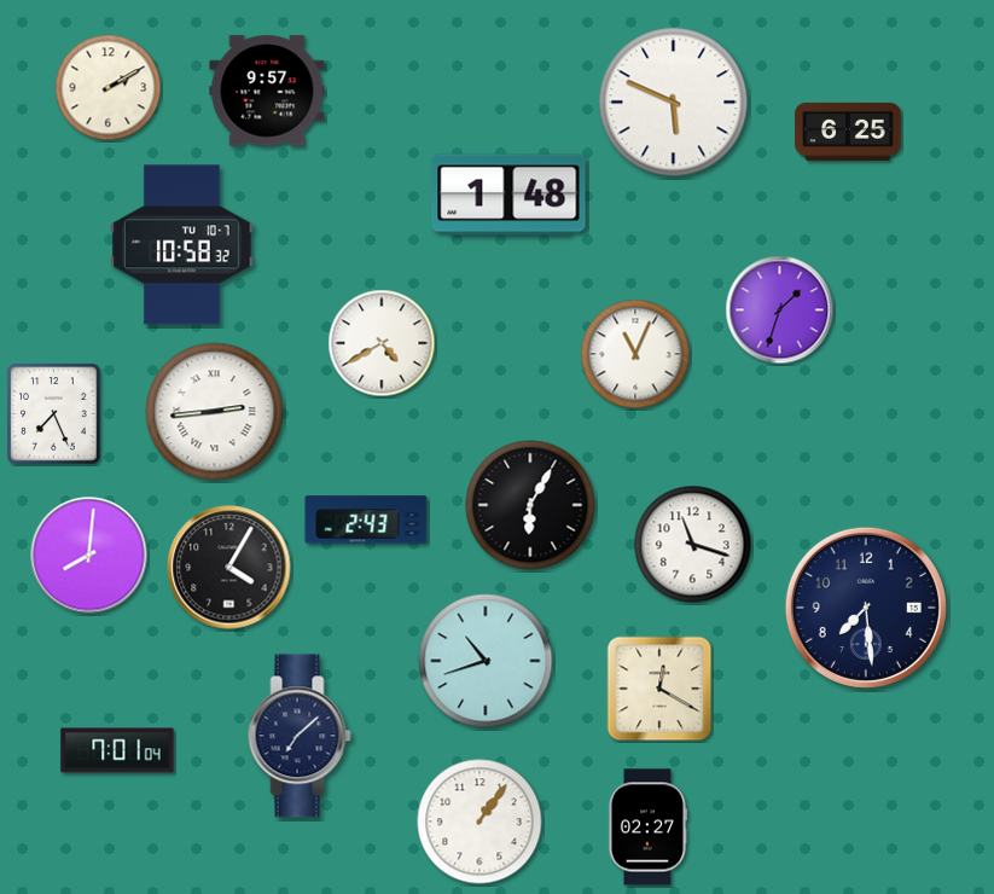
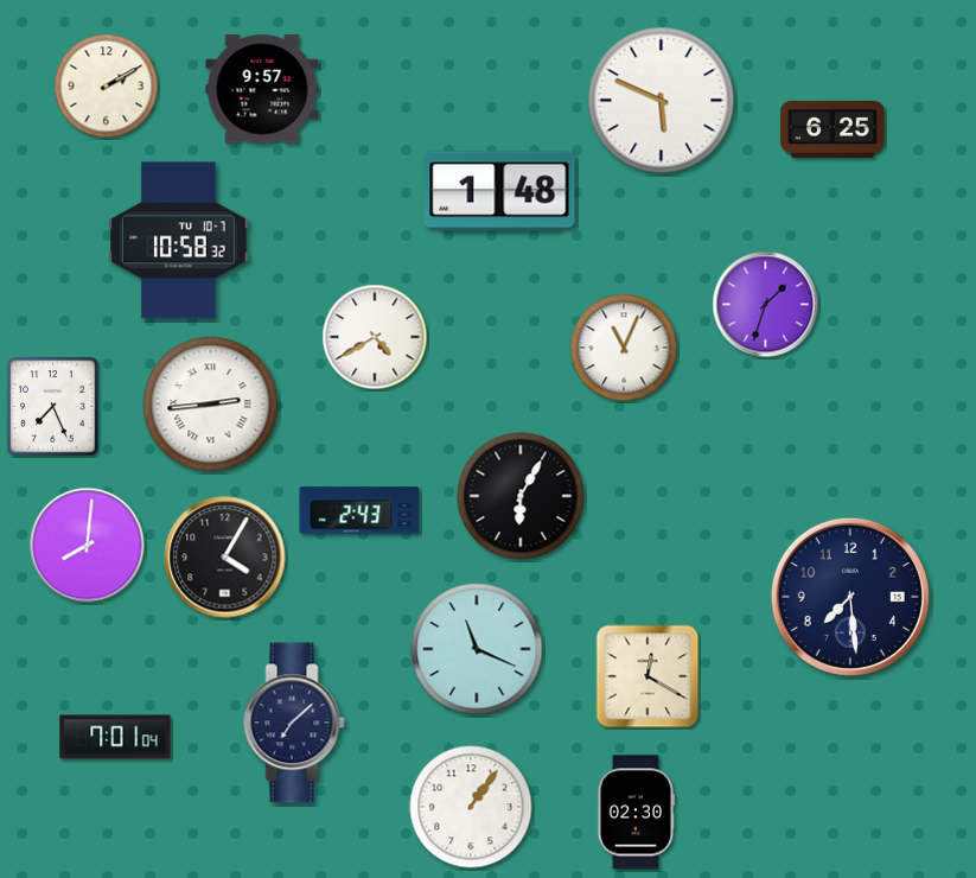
clock at (693, 545): 11:18 -> none
clock at (486, 661): 10:42 -> 11:19
clock at (646, 828): 02:27 -> 02:30
